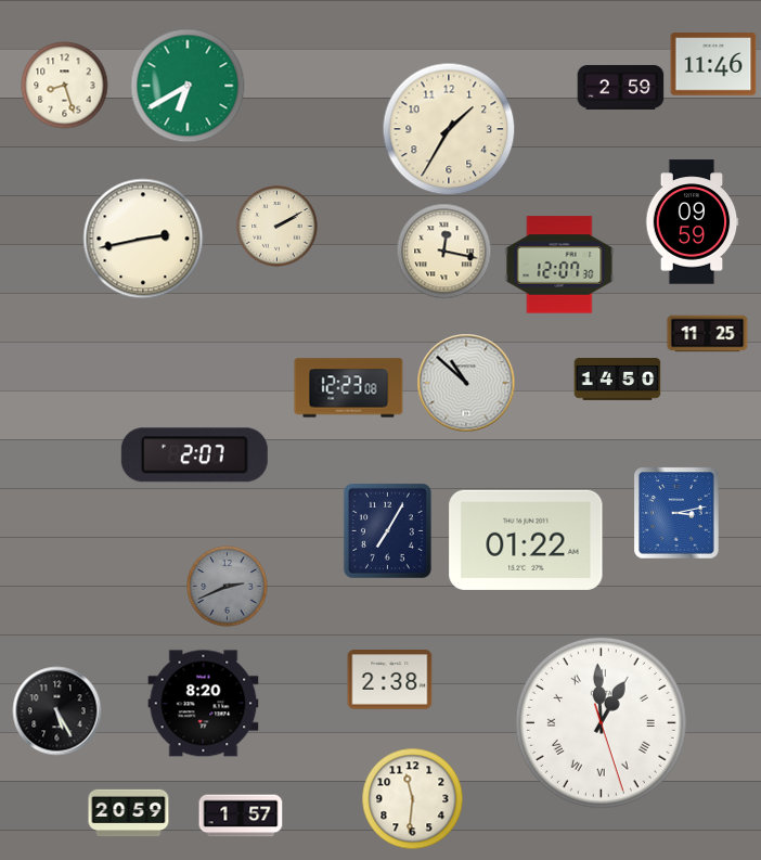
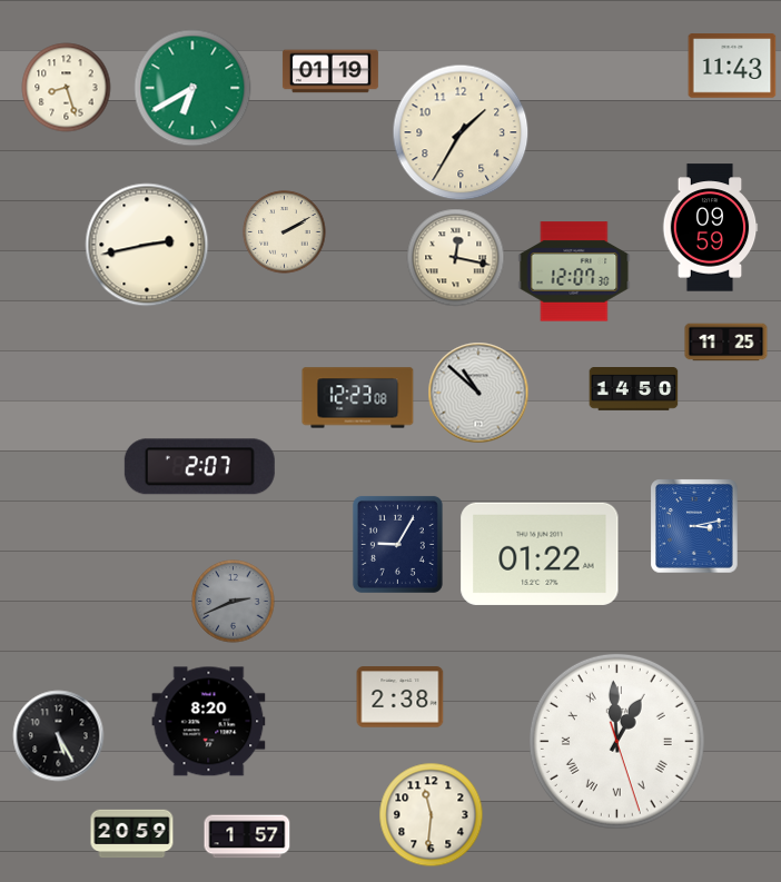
clock at (713, 64): 11:46 -> 11:43
clock at (330, 71): none -> 01:19
clock at (621, 87): 2:59 -> none
clock at (387, 530): 7:05 -> 9:05
clock at (57, 711) position: (57, 711) -> (59, 736)
clock at (413, 799) position: (413, 799) -> (432, 815)
